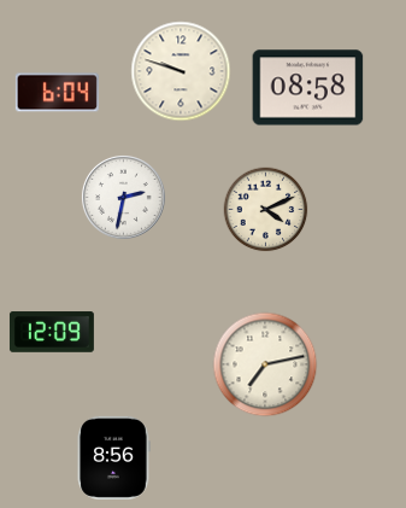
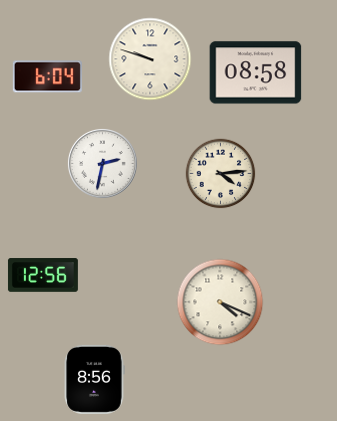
clock at (266, 210): 4:11 -> 4:14
clock at (52, 332): 12:09 -> 12:56
clock at (265, 364): 7:13 -> 4:19
